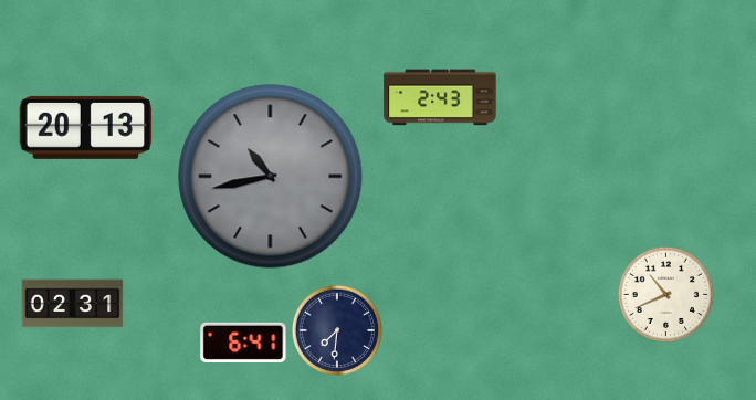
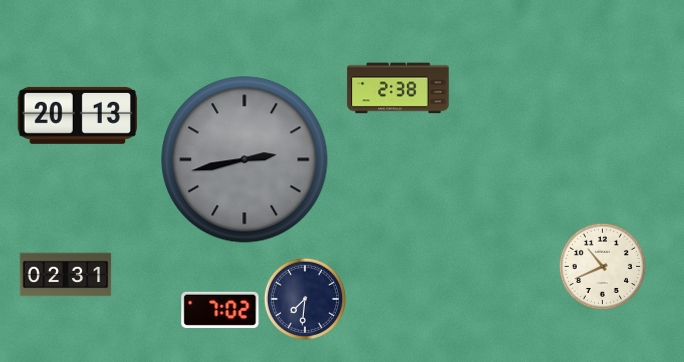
clock at (440, 97): 2:43 -> 2:38
clock at (271, 177): 10:43 -> 2:43
clock at (243, 343): 6:41 -> 7:02
